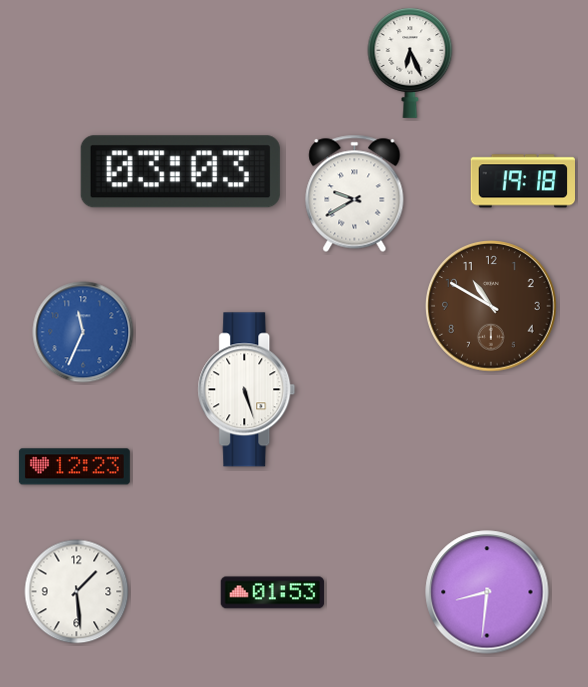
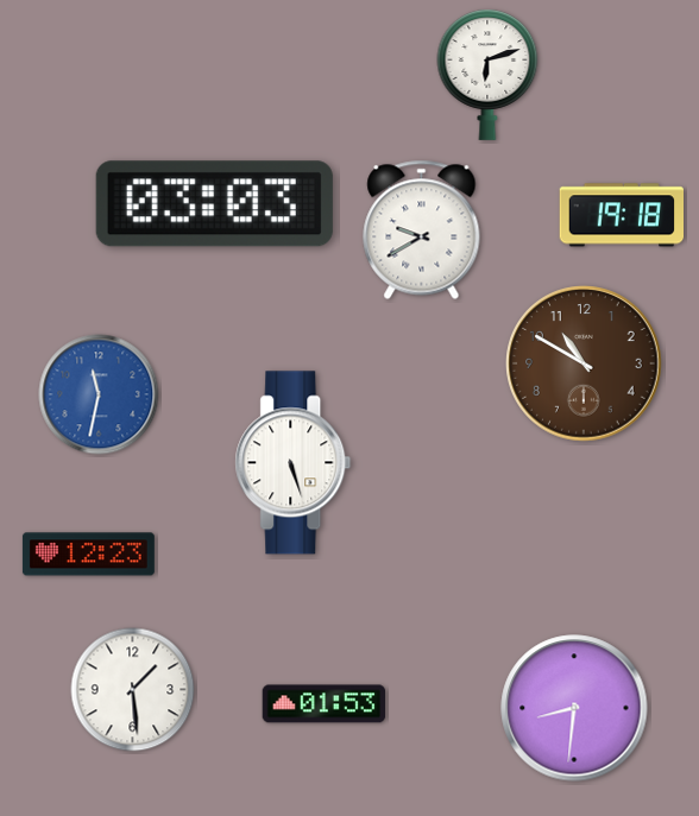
clock at (410, 63): 6:26 -> 6:12
clock at (83, 332): 11:34 -> 11:32
clock at (77, 592) position: (77, 592) -> (133, 690)
clock at (487, 592) position: (487, 592) -> (574, 708)
